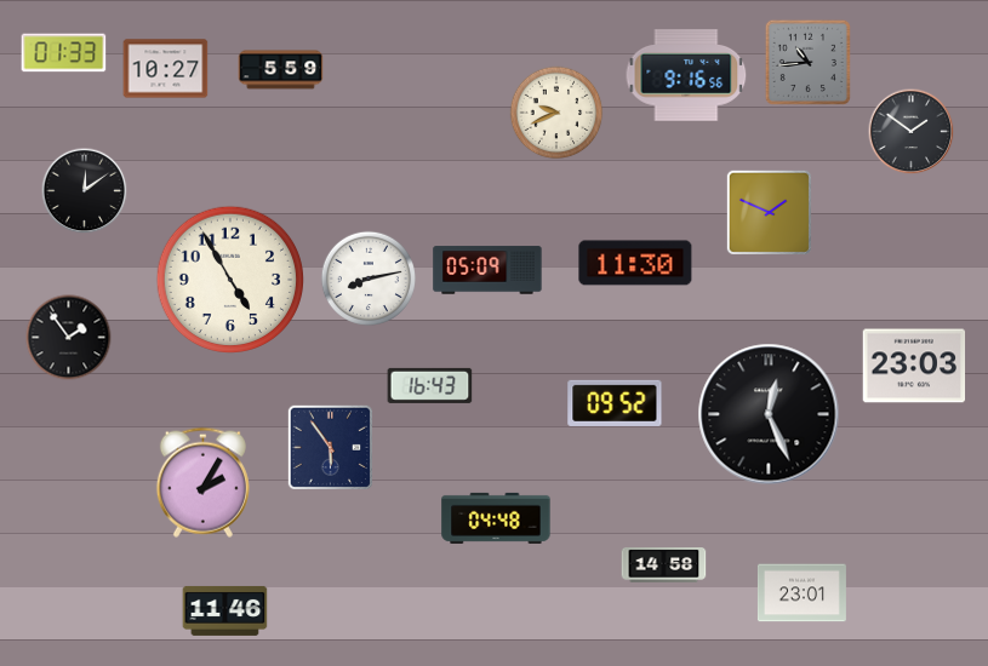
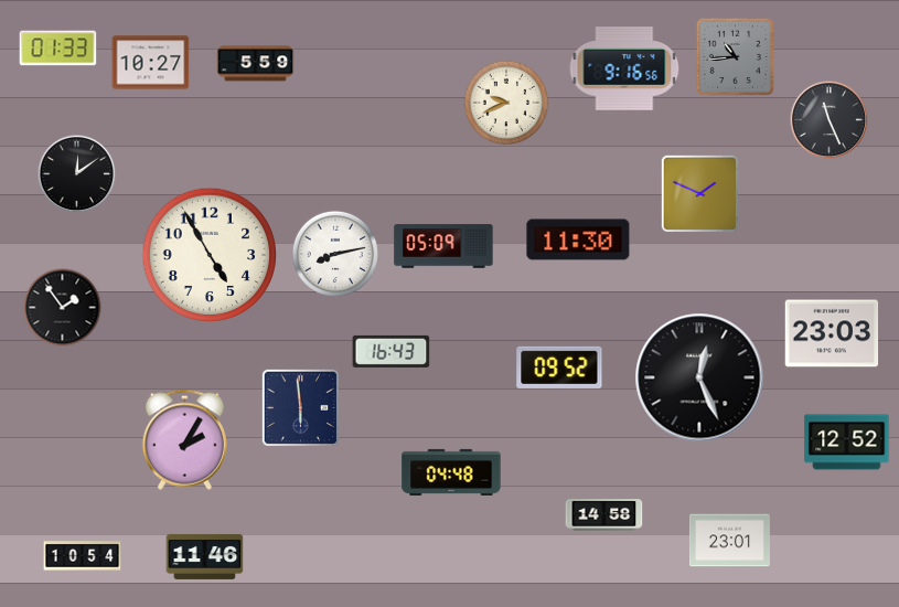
clock at (912, 132): 1:51 -> 11:26
clock at (330, 447): 5:54 -> 5:59
clock at (847, 443): none -> 12:52
clock at (83, 556): none -> 10:54
